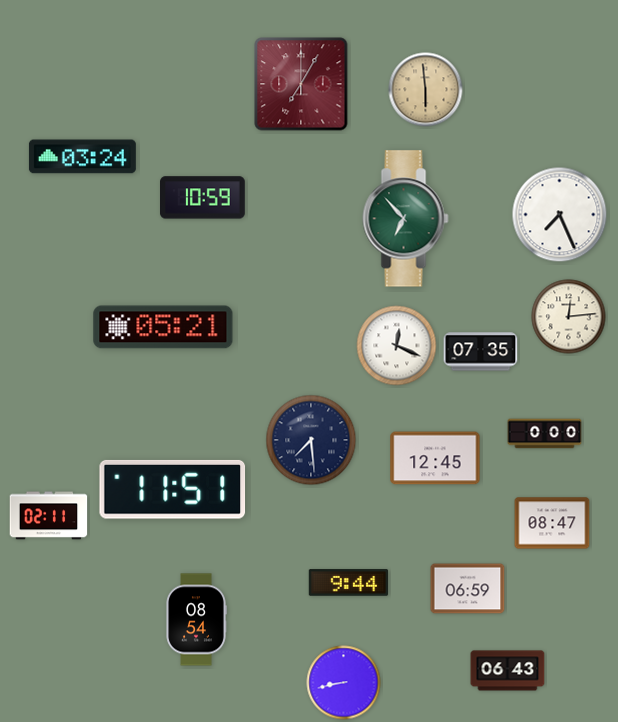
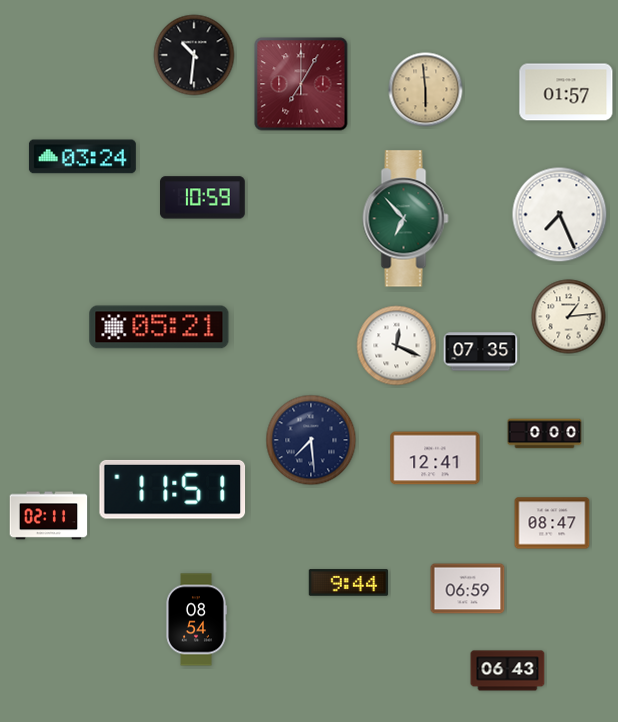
clock at (194, 55): none -> 10:31
clock at (566, 92): none -> 01:57
clock at (569, 317): 12:14 -> 1:14
clock at (163, 327) position: (163, 327) -> (159, 327)
clock at (435, 458): 12:45 -> 12:41
clock at (344, 683): 8:43 -> none
